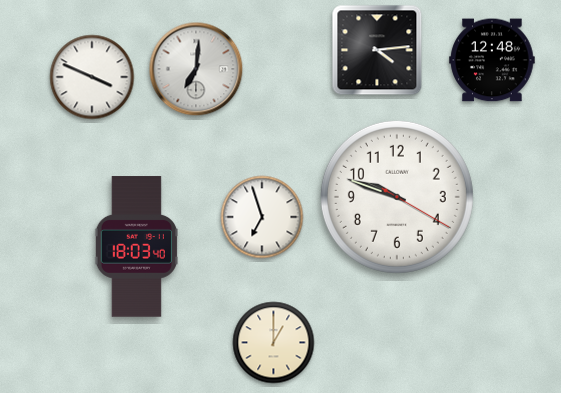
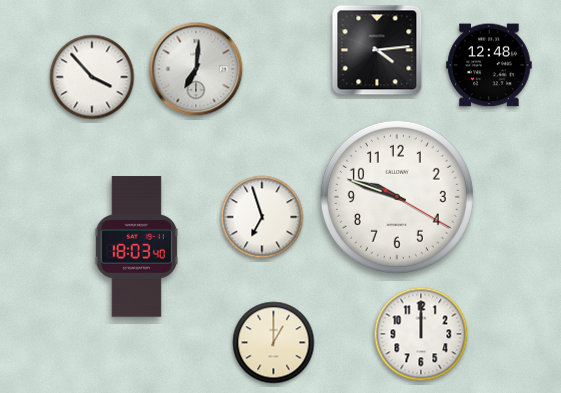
clock at (492, 60) position: (492, 60) -> (489, 65)
clock at (92, 77): 3:49 -> 3:53
clock at (421, 334): none -> 12:00
